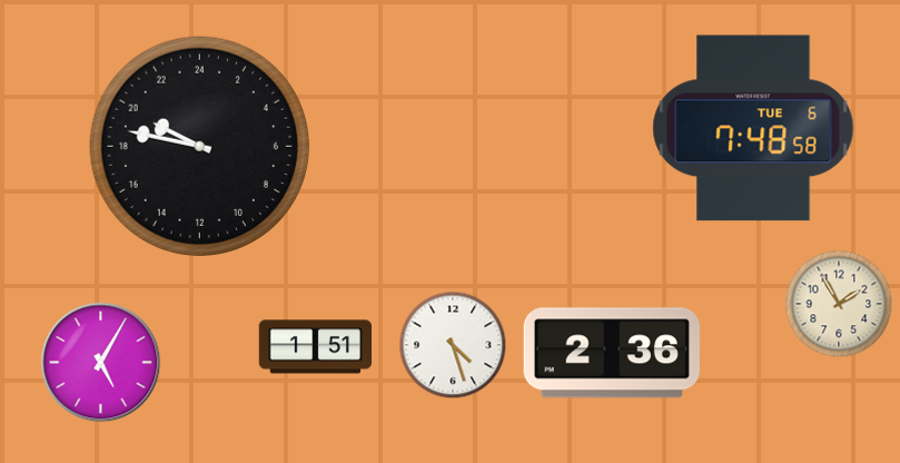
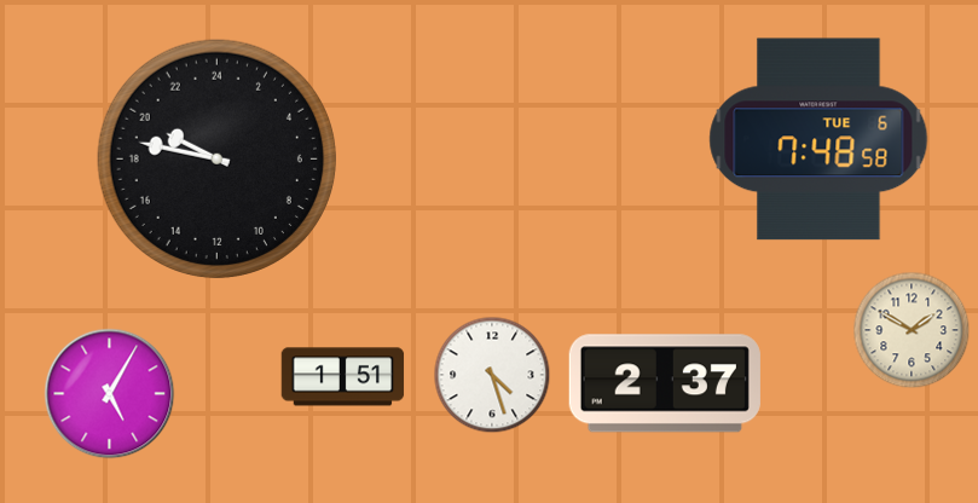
clock at (839, 304): 1:55 -> 1:50
clock at (612, 353): 2:36 -> 2:37
